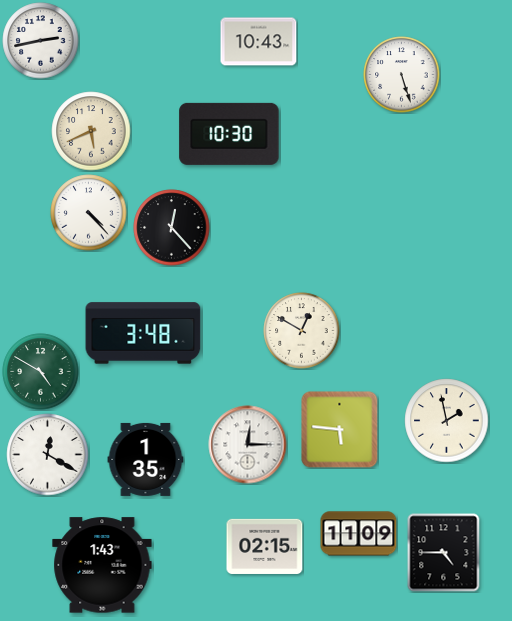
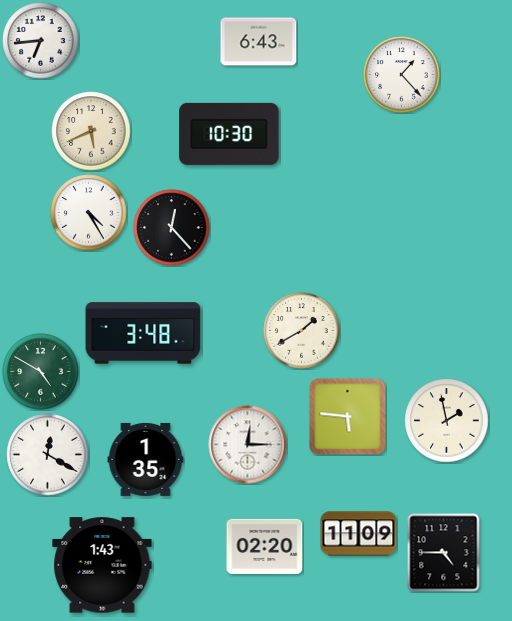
clock at (41, 41): 2:43 -> 6:44
clock at (259, 42): 10:43 -> 6:43
clock at (402, 75): 5:27 -> 1:23
clock at (89, 213): 4:23 -> 4:25
clock at (302, 331): 12:50 -> 1:40
clock at (340, 430) position: (340, 430) -> (348, 417)
clock at (265, 546): 02:15 -> 02:20
